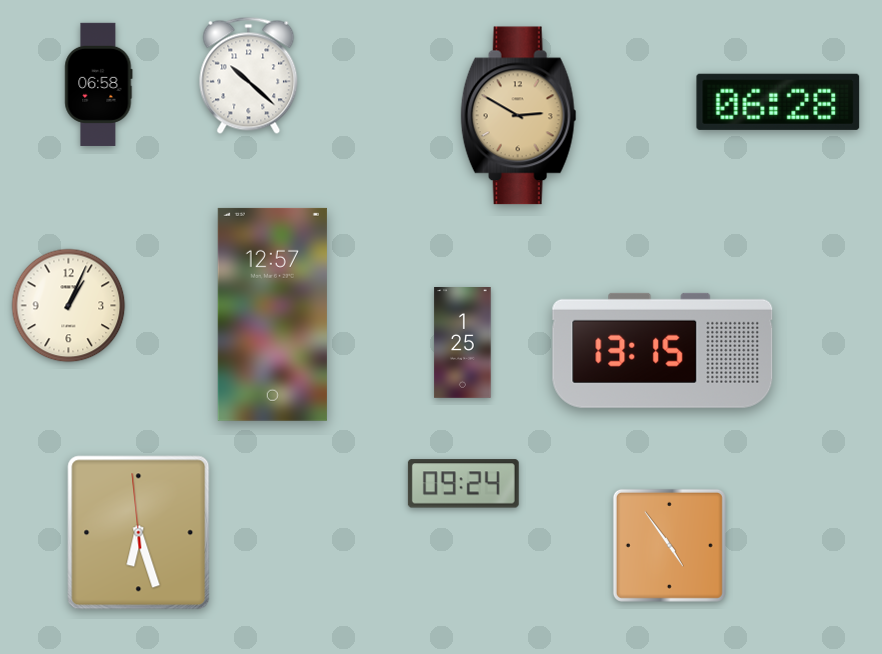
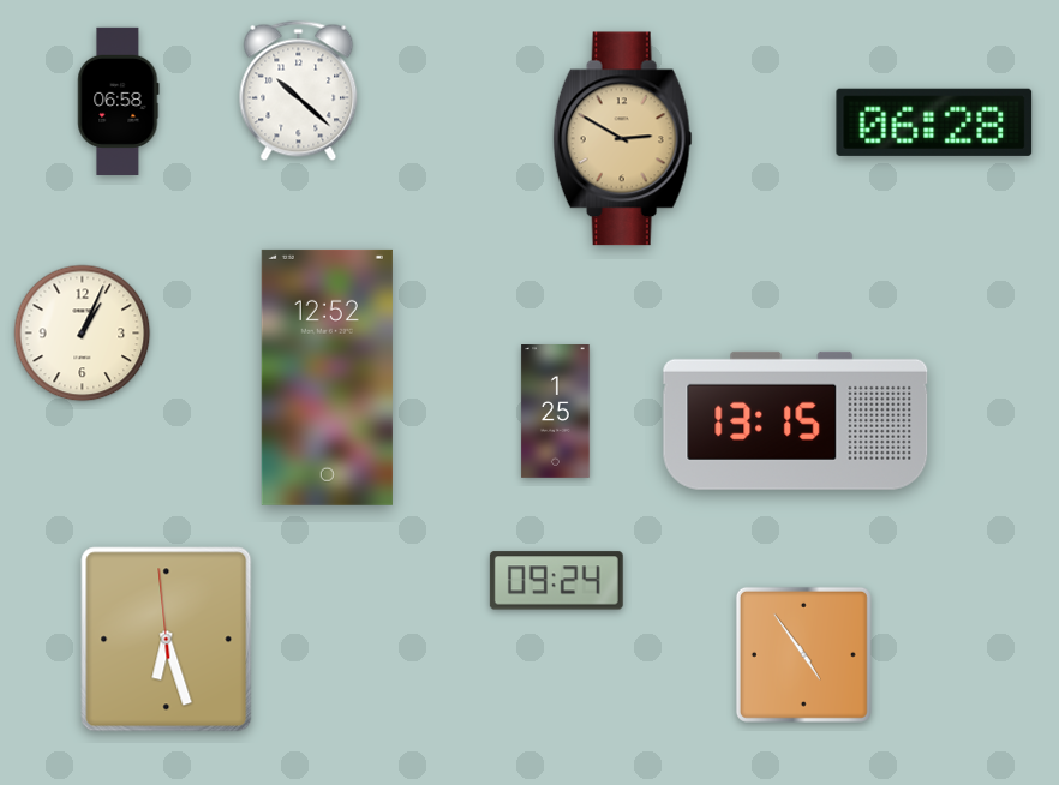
clock at (69, 306) position: (69, 306) -> (83, 334)
clock at (272, 314): 12:57 -> 12:52
